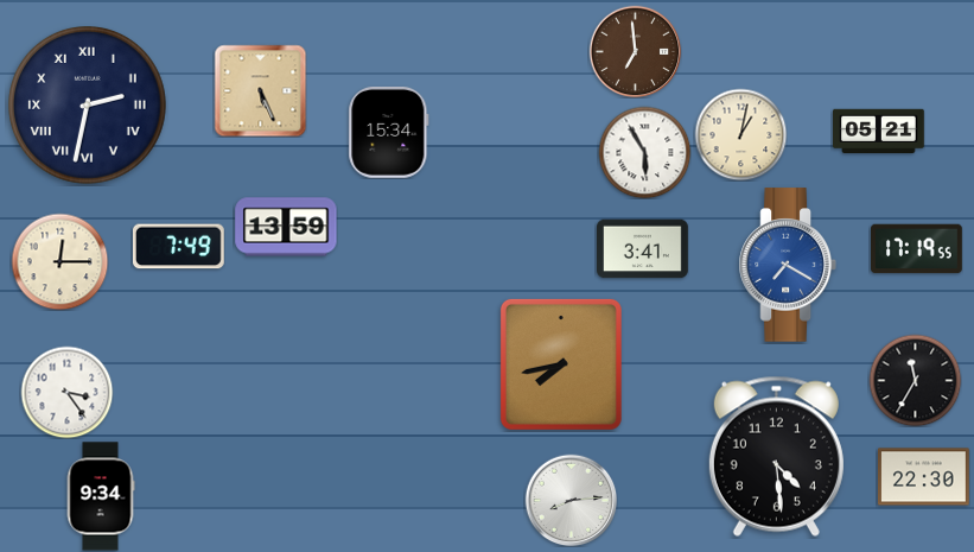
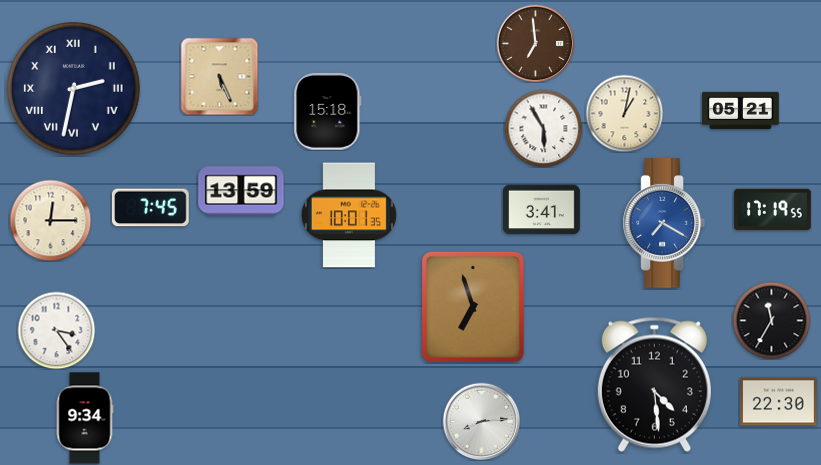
clock at (389, 132): 15:34 -> 15:18
clock at (178, 247): 7:49 -> 7:45
clock at (349, 215): none -> 10:01
clock at (561, 364): 7:43 -> 6:57
